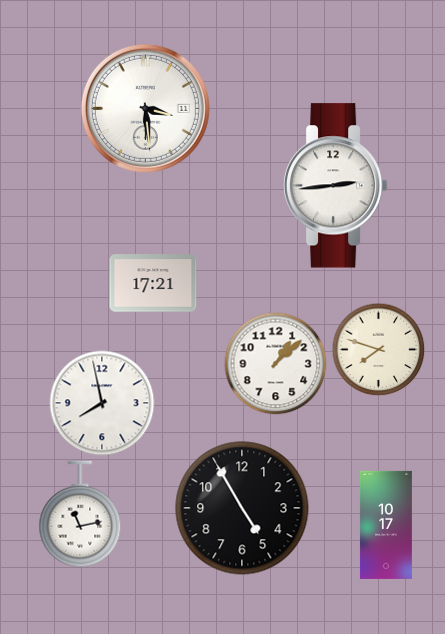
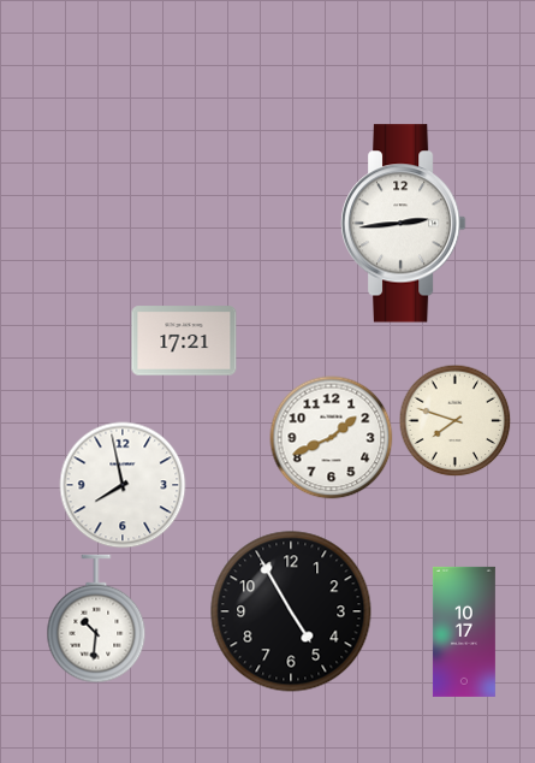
clock at (145, 108): 3:29 -> none
clock at (276, 364): 1:08 -> 1:41
clock at (80, 514): 11:13 -> 10:31
